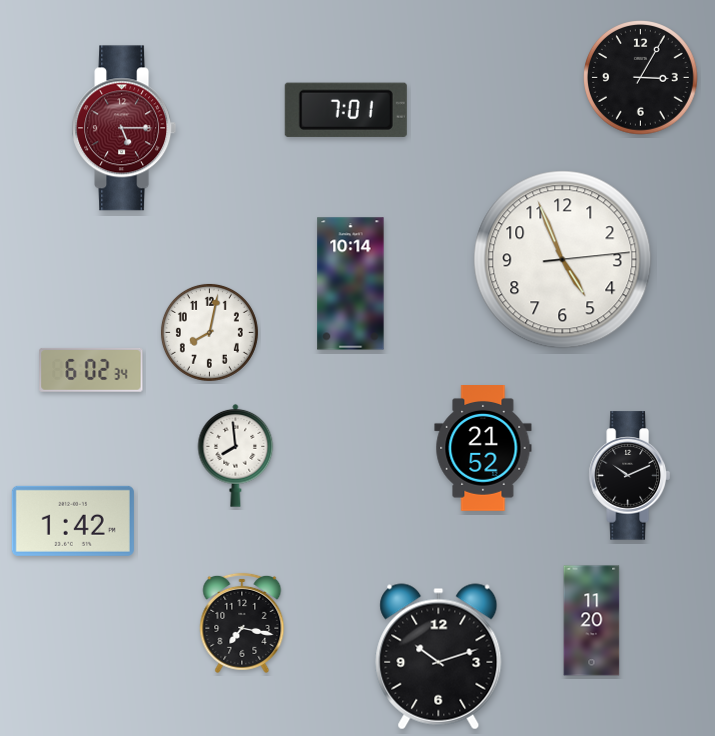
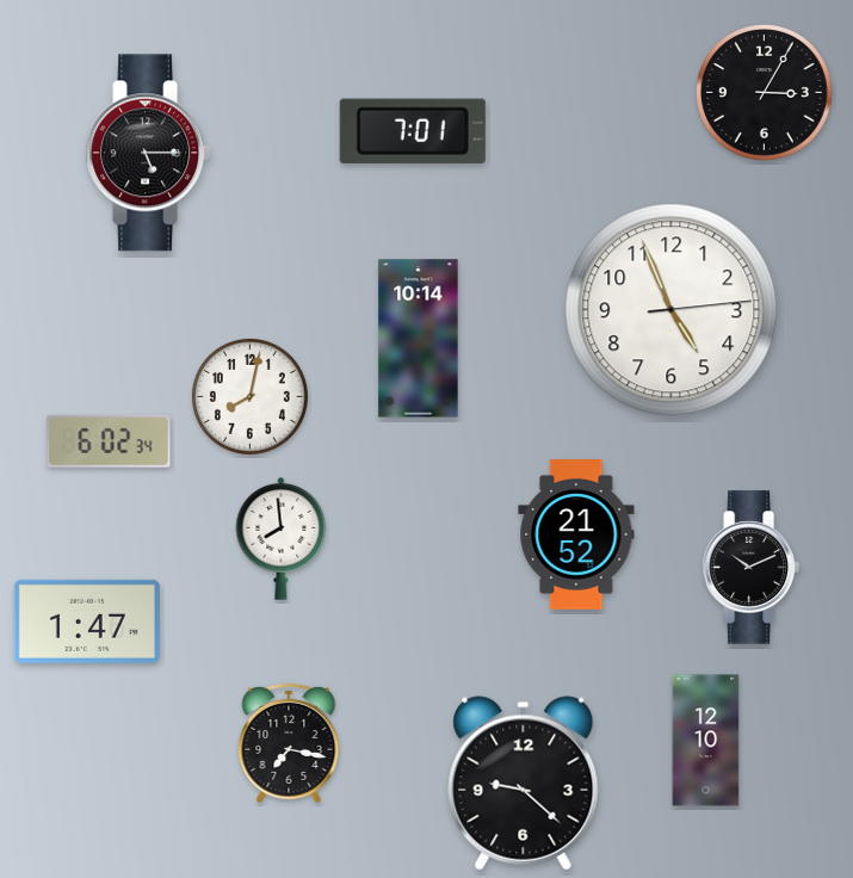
clock at (124, 128) dial: burgundy -> black
clock at (236, 455) position: (236, 455) -> (282, 538)
clock at (73, 521): 1:42 -> 1:47
clock at (592, 621): 11:20 -> 12:10
clock at (439, 657): 10:12 -> 9:22
